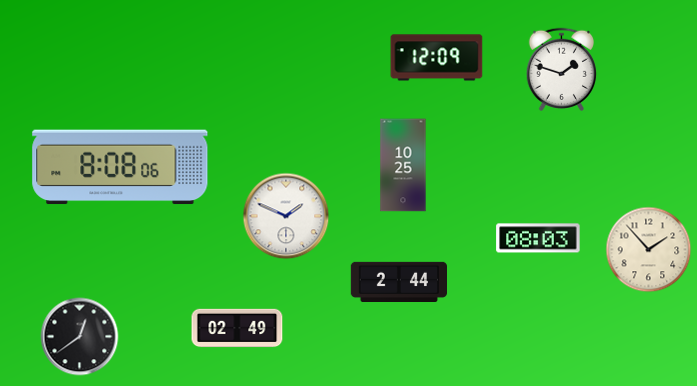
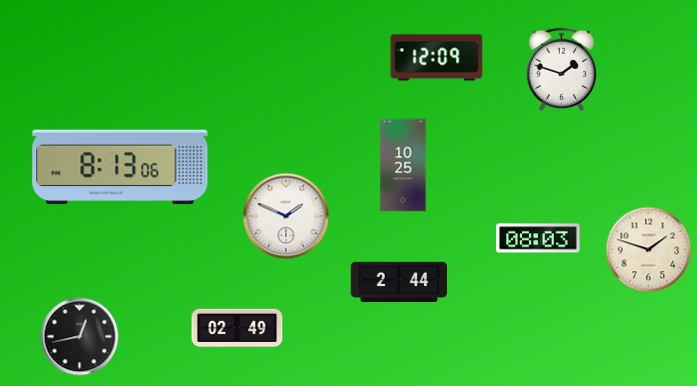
clock at (120, 167): 8:08 -> 8:13
clock at (649, 250): 1:53 -> 1:48
clock at (80, 337): 12:39 -> 12:43
